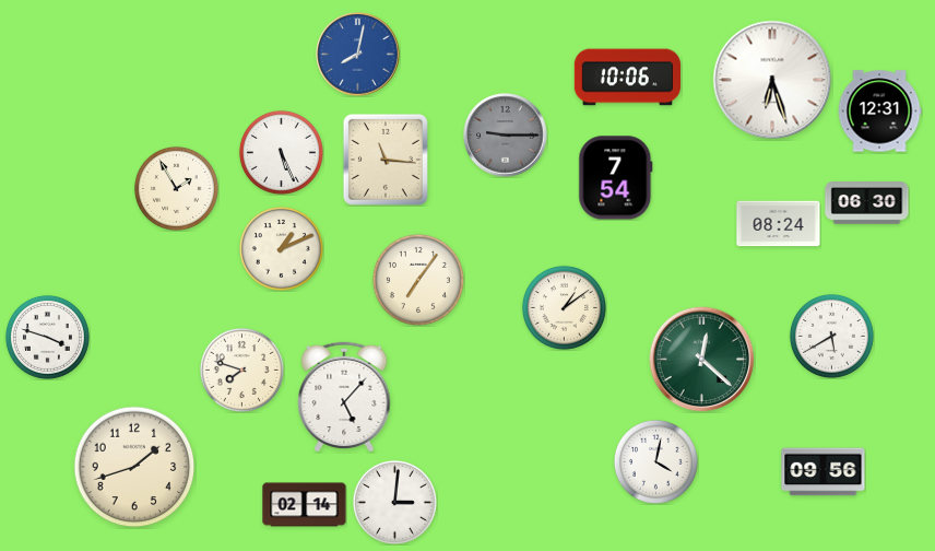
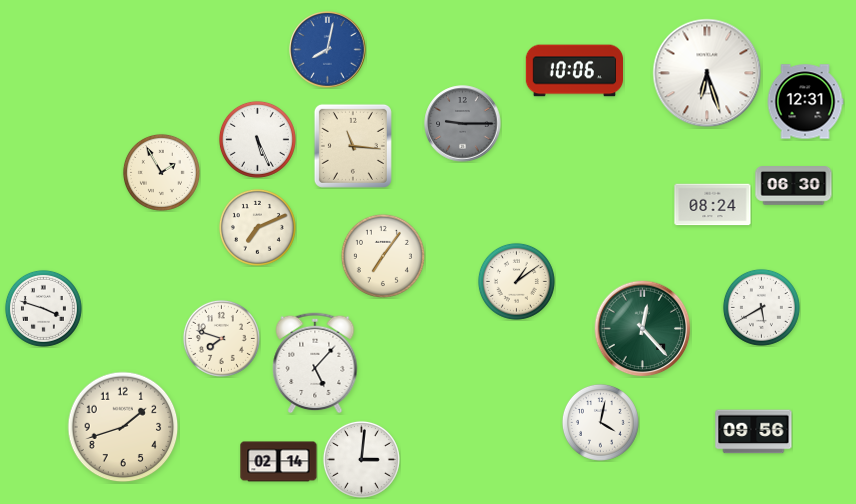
clock at (616, 178): 7:54 -> none
clock at (281, 248): 1:11 -> 7:11
clock at (702, 360): 12:22 -> 12:23
